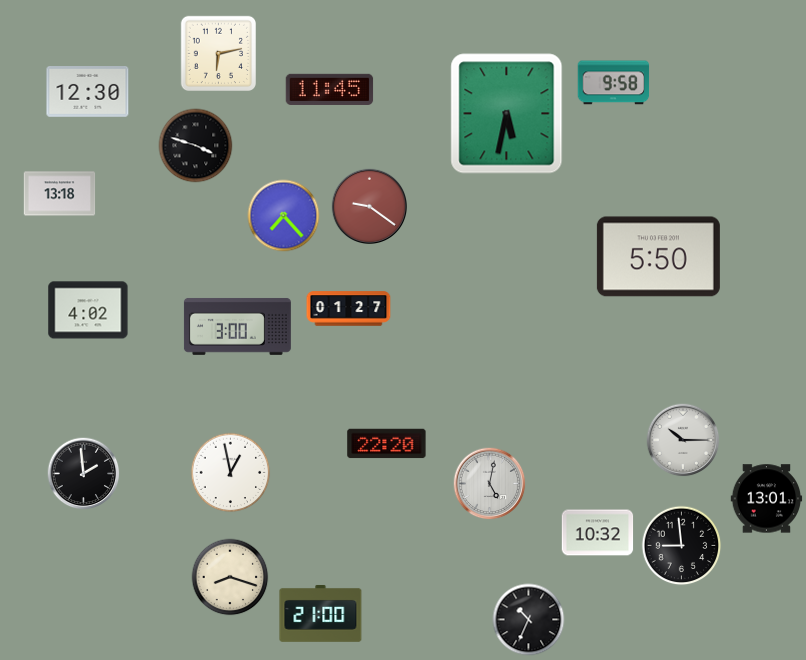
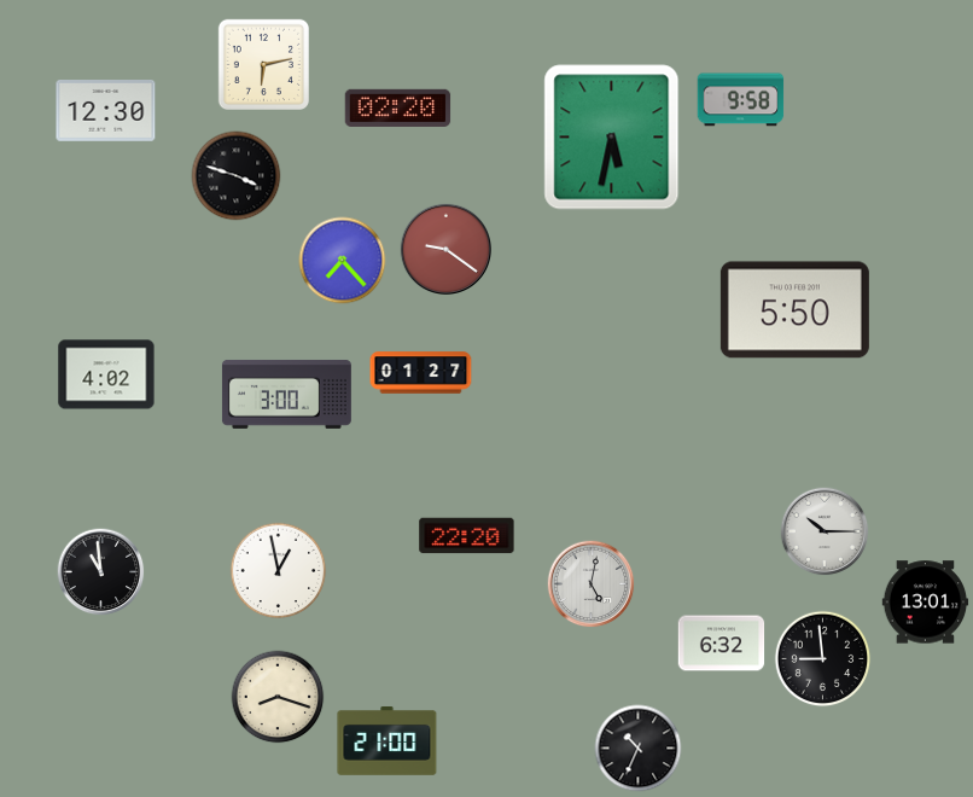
clock at (330, 89): 11:45 -> 02:20
clock at (60, 194): 13:18 -> none
clock at (84, 474): 1:59 -> 10:59
clock at (598, 533): 10:32 -> 6:32
